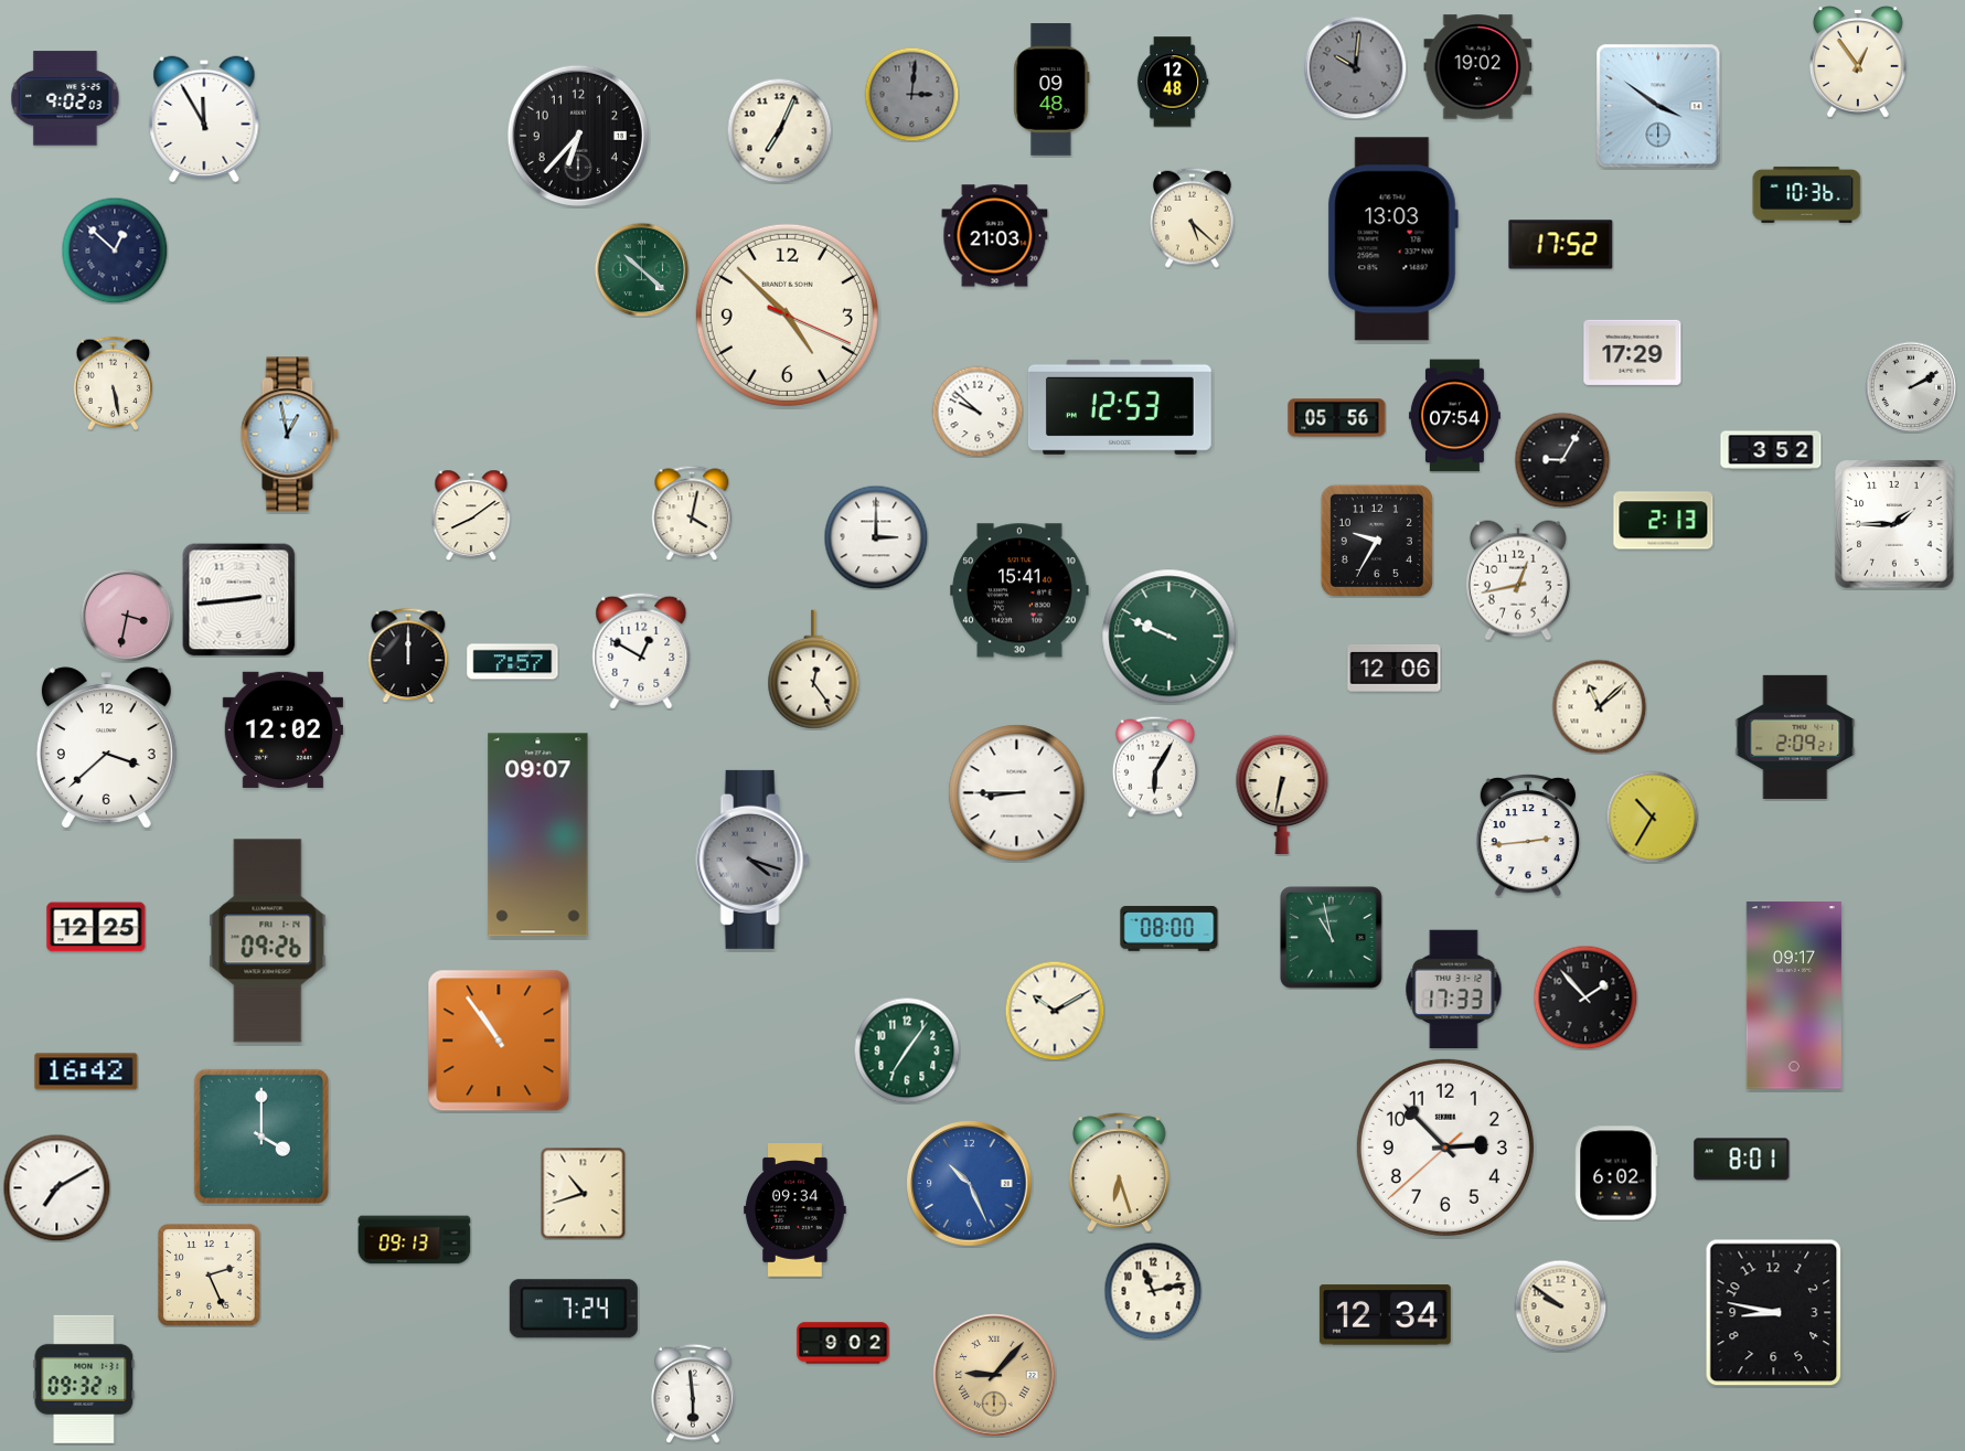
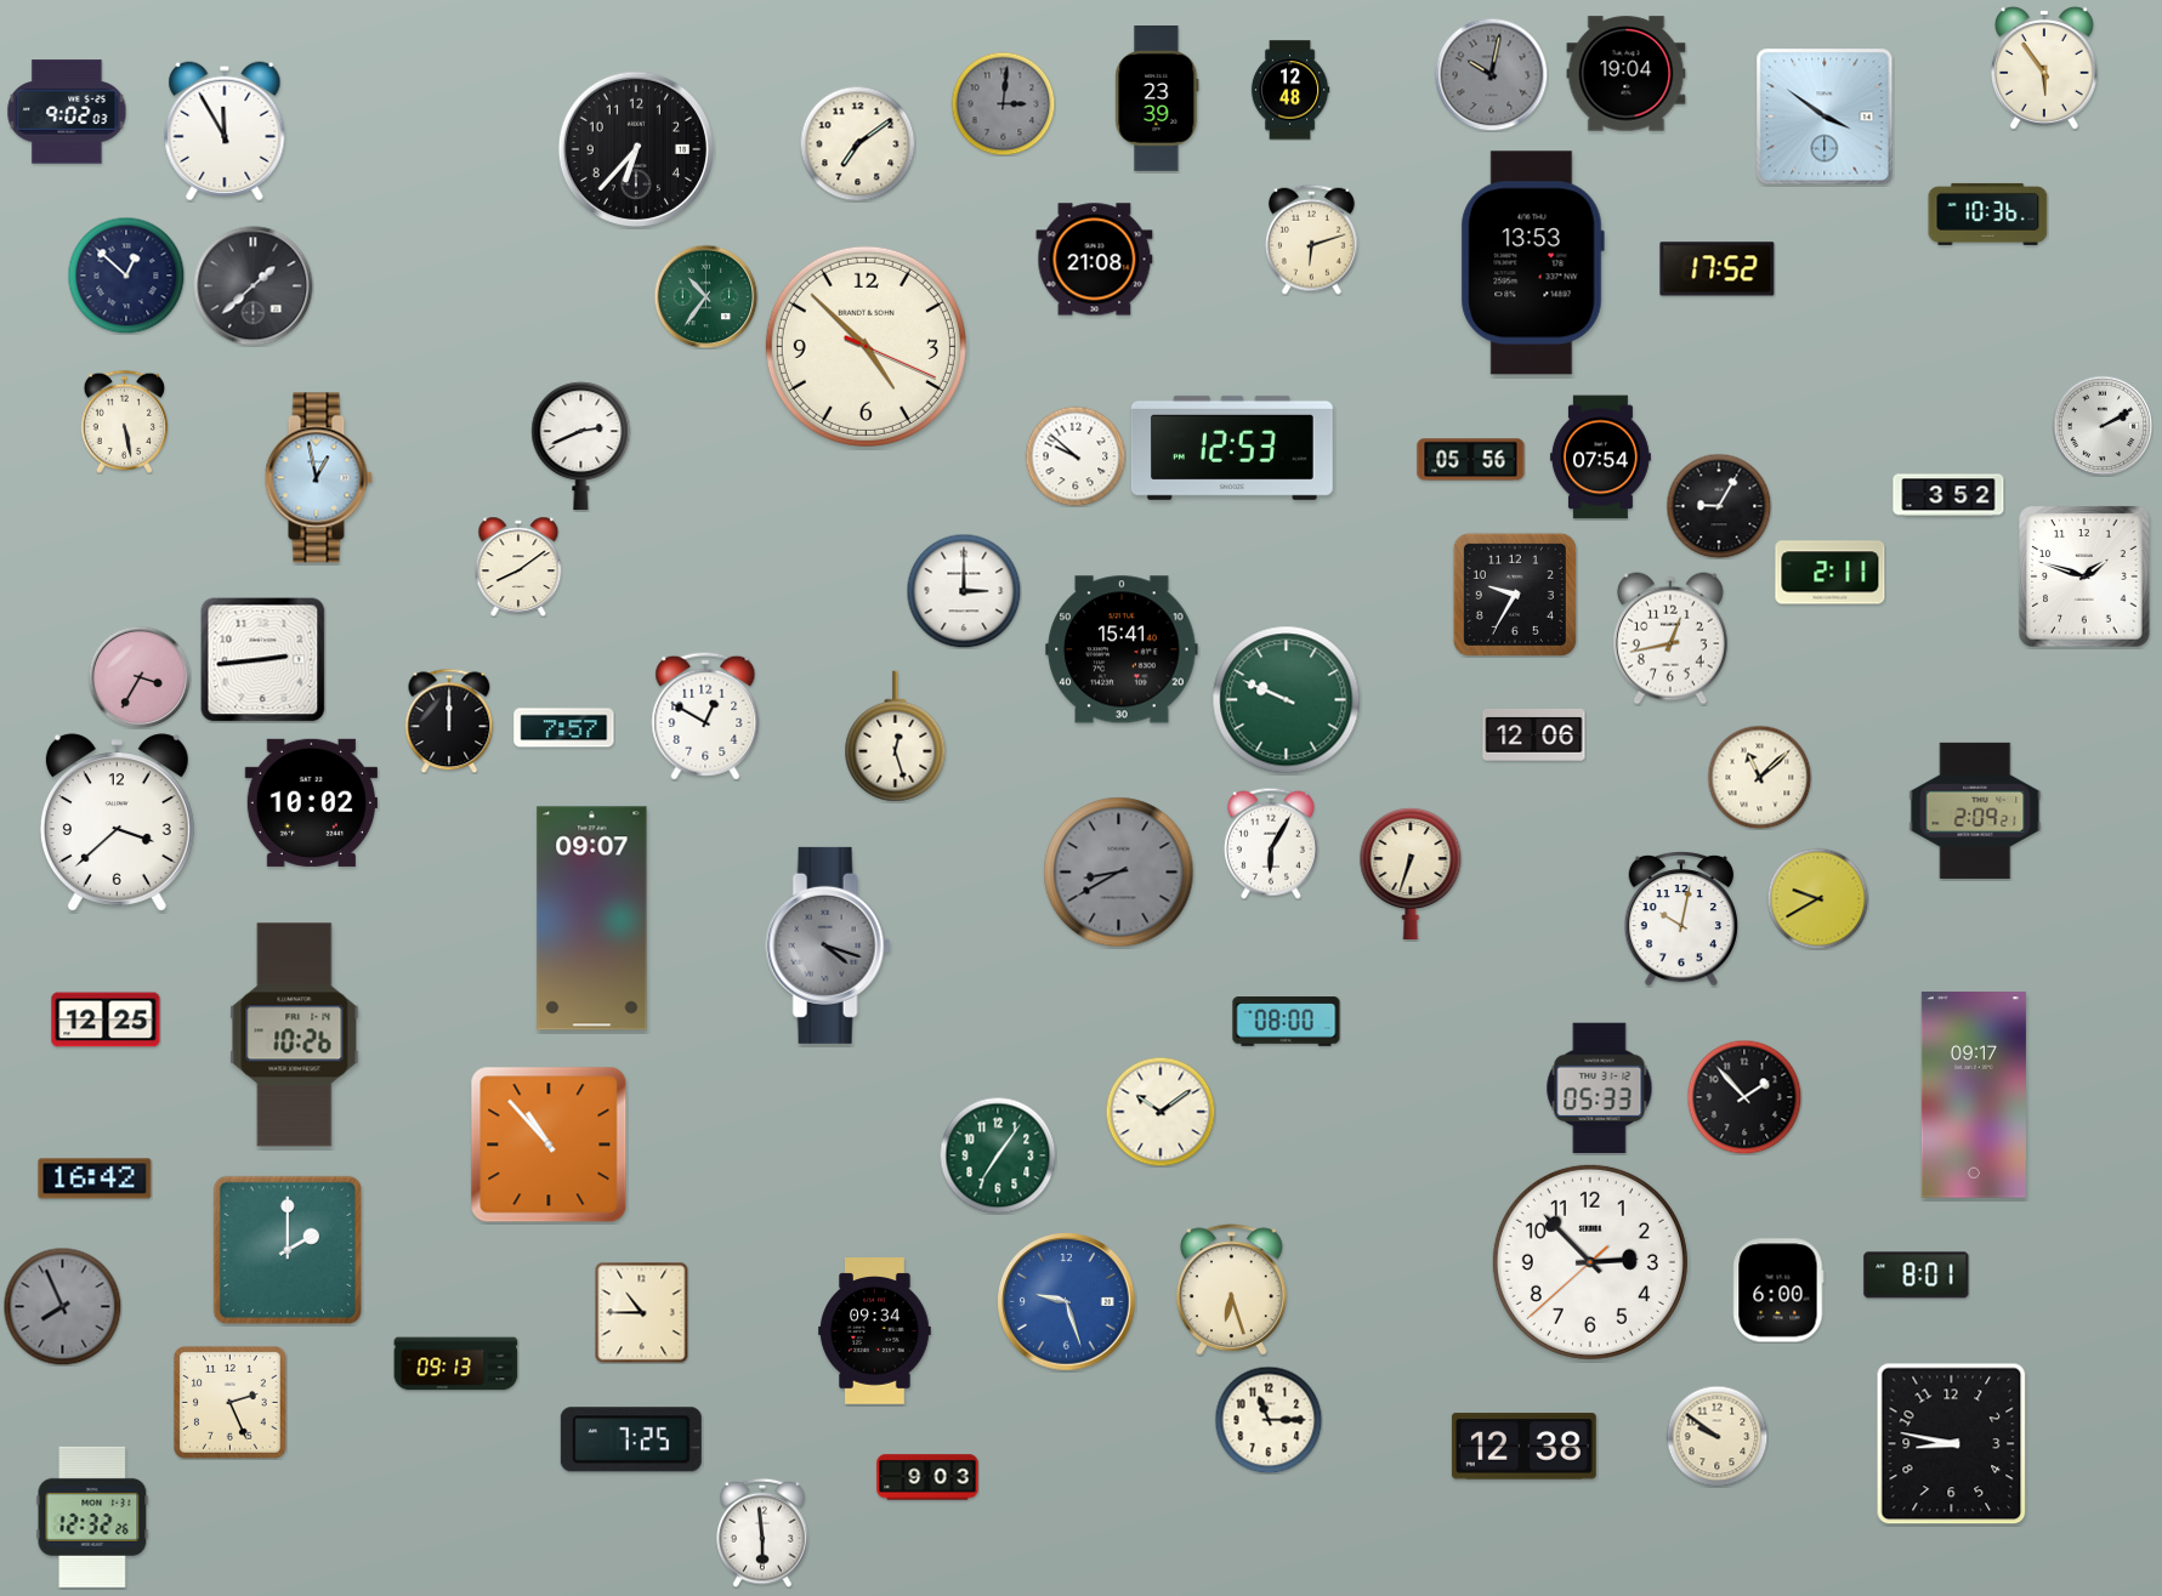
clock at (1858, 62): 12:54 -> 5:54
clock at (1355, 67): 10:01 -> 10:02
clock at (1478, 67): 19:02 -> 19:04
clock at (1051, 90): 09:48 -> 23:39
clock at (65, 98) position: (65, 98) -> (67, 112)
clock at (779, 130): 7:04 -> 7:09
clock at (1192, 217): 5:22 -> 6:12
clock at (995, 236): 21:03 -> 21:08
clock at (1392, 239): 13:03 -> 13:53
clock at (254, 286): none -> 1:38
clock at (641, 269): 10:22 -> 10:36
clock at (1633, 352): 17:29 -> none
clock at (581, 447): none -> 2:41
clock at (978, 412) position: (978, 412) -> (1076, 456)
clock at (692, 513): 4:02 -> none
clock at (1664, 521): 2:13 -> 2:11
clock at (1894, 524): 1:45 -> 1:48
clock at (127, 616): 3:32 -> 3:35
clock at (814, 670): 12:24 -> 12:27
clock at (282, 729): 12:02 -> 10:02
clock at (1017, 793): 8:45 -> 8:40
clock at (1017, 793) dial: white -> grey
clock at (1282, 796): 6:32 -> 6:33
clock at (1652, 817): 10:35 -> 9:40
clock at (1527, 835): 2:44 -> 10:02
clock at (1332, 938): 10:58 -> none
clock at (268, 941): 09:26 -> 10:26
clock at (1454, 990): 17:33 -> 05:33
clock at (1055, 1011): 10:10 -> 10:09
clock at (499, 1041): 10:54 -> 10:53
clock at (261, 1137): 4:00 -> 2:00
clock at (1616, 1173): 6:02 -> 6:00
clock at (970, 1184): 10:26 -> 9:27
clock at (56, 1187): 7:10 -> 7:56
clock at (56, 1187) dial: white -> grey
clock at (584, 1193): 10:42 -> 10:45
clock at (1153, 1291): 11:13 -> 11:15
clock at (574, 1309): 7:24 -> 7:25
clock at (1385, 1315): 12:34 -> 12:38
clock at (843, 1343): 9:02 -> 9:03
clock at (994, 1375): 9:07 -> none
clock at (84, 1379): 09:32 -> 12:32
